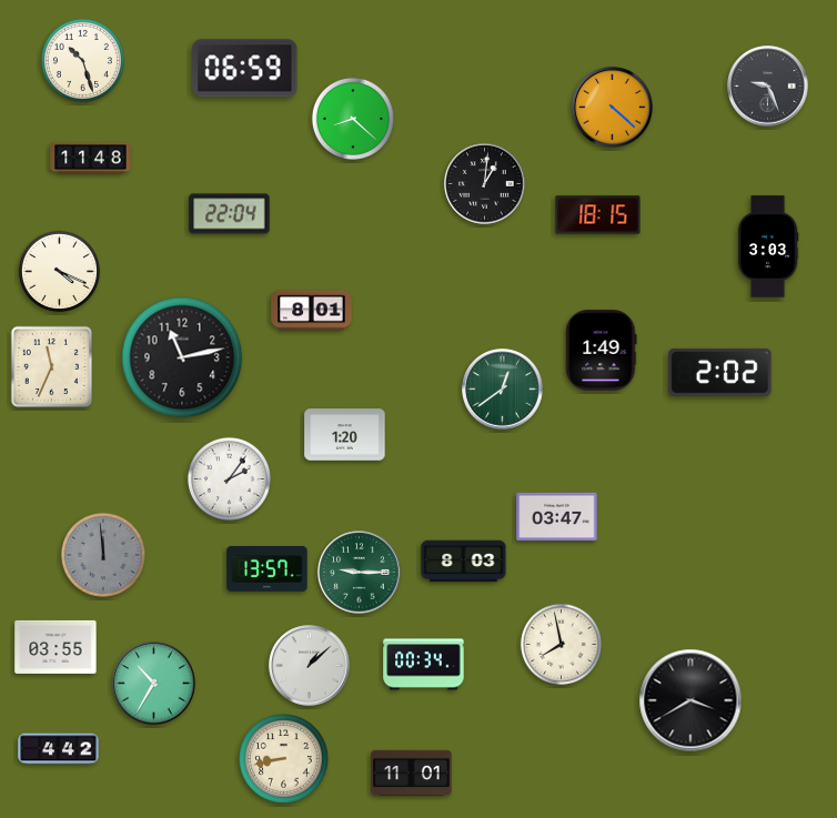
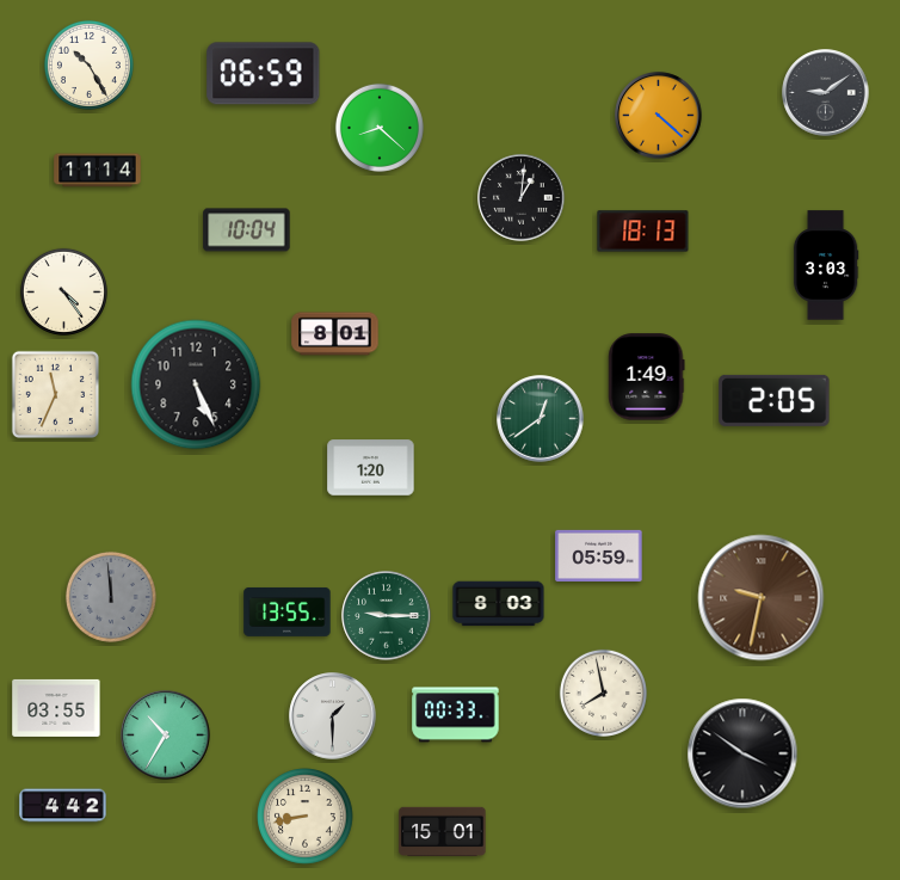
clock at (82, 60): 10:27 -> 10:25
clock at (768, 87): 9:26 -> 9:09
clock at (91, 159): 11:48 -> 11:14
clock at (230, 214): 22:04 -> 10:04
clock at (598, 215): 18:15 -> 18:13
clock at (59, 271): 4:19 -> 4:24
clock at (182, 357): 11:13 -> 5:26
clock at (720, 372): 2:02 -> 2:05
clock at (229, 478): 2:06 -> none
clock at (557, 516): 03:47 -> 05:59
clock at (762, 598): none -> 9:32
clock at (268, 568): 13:57 -> 13:55
clock at (56, 647) position: (56, 647) -> (56, 708)
clock at (424, 665): 00:34 -> 00:33
clock at (310, 666): 1:08 -> 1:30
clock at (690, 700): 3:40 -> 3:51
clock at (412, 772): 11:01 -> 15:01
